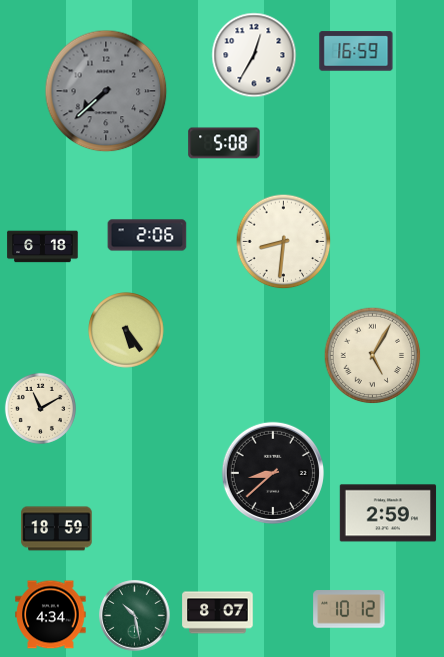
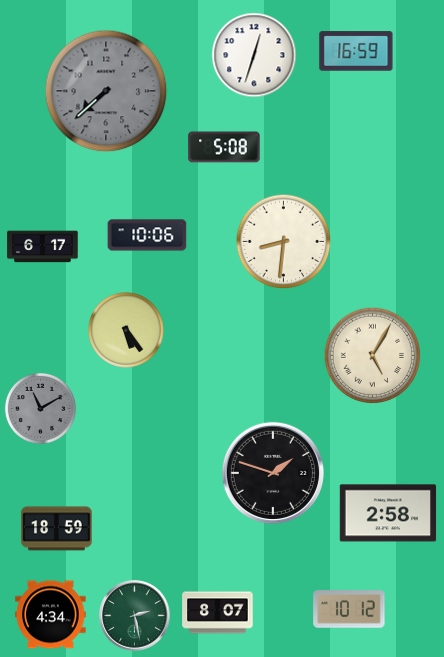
clock at (254, 55): 12:35 -> 12:33
clock at (224, 143) position: (224, 143) -> (224, 147)
clock at (147, 235): 2:06 -> 10:06
clock at (43, 247): 6:18 -> 6:17
clock at (40, 408) dial: cream -> grey
clock at (273, 473): 8:38 -> 1:48
clock at (388, 513): 2:59 -> 2:58
clock at (135, 616): 10:28 -> 2:28
